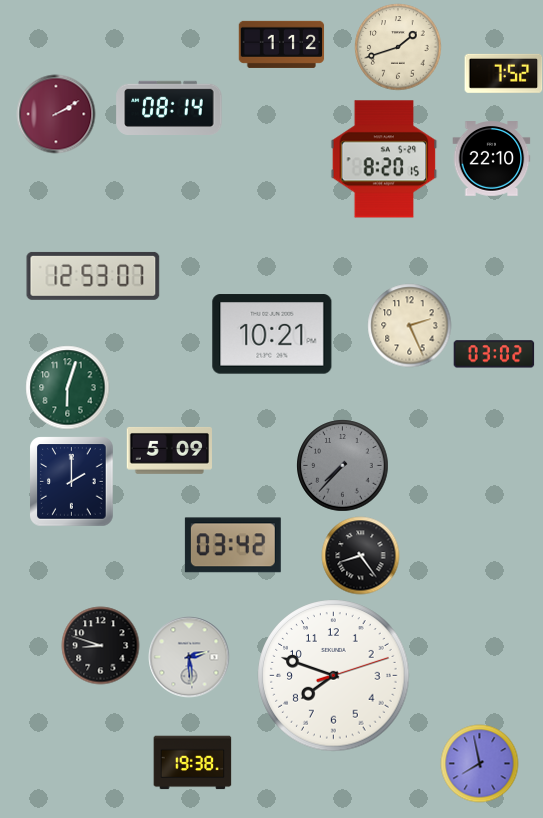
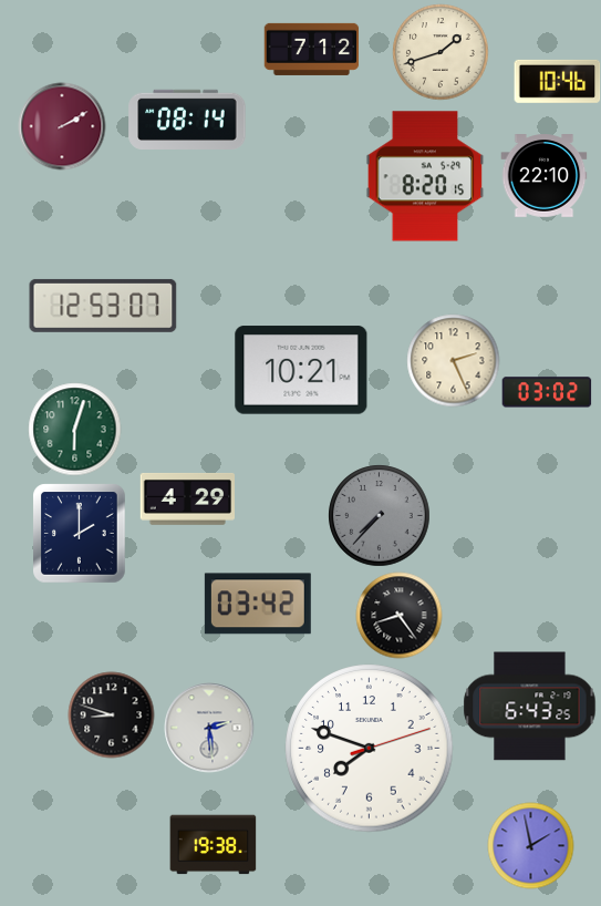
clock at (281, 44): 1:12 -> 7:12
clock at (503, 73): 7:52 -> 10:46
clock at (169, 451): 5:09 -> 4:29
clock at (530, 707): none -> 6:43
clock at (479, 763): 7:58 -> 1:58
